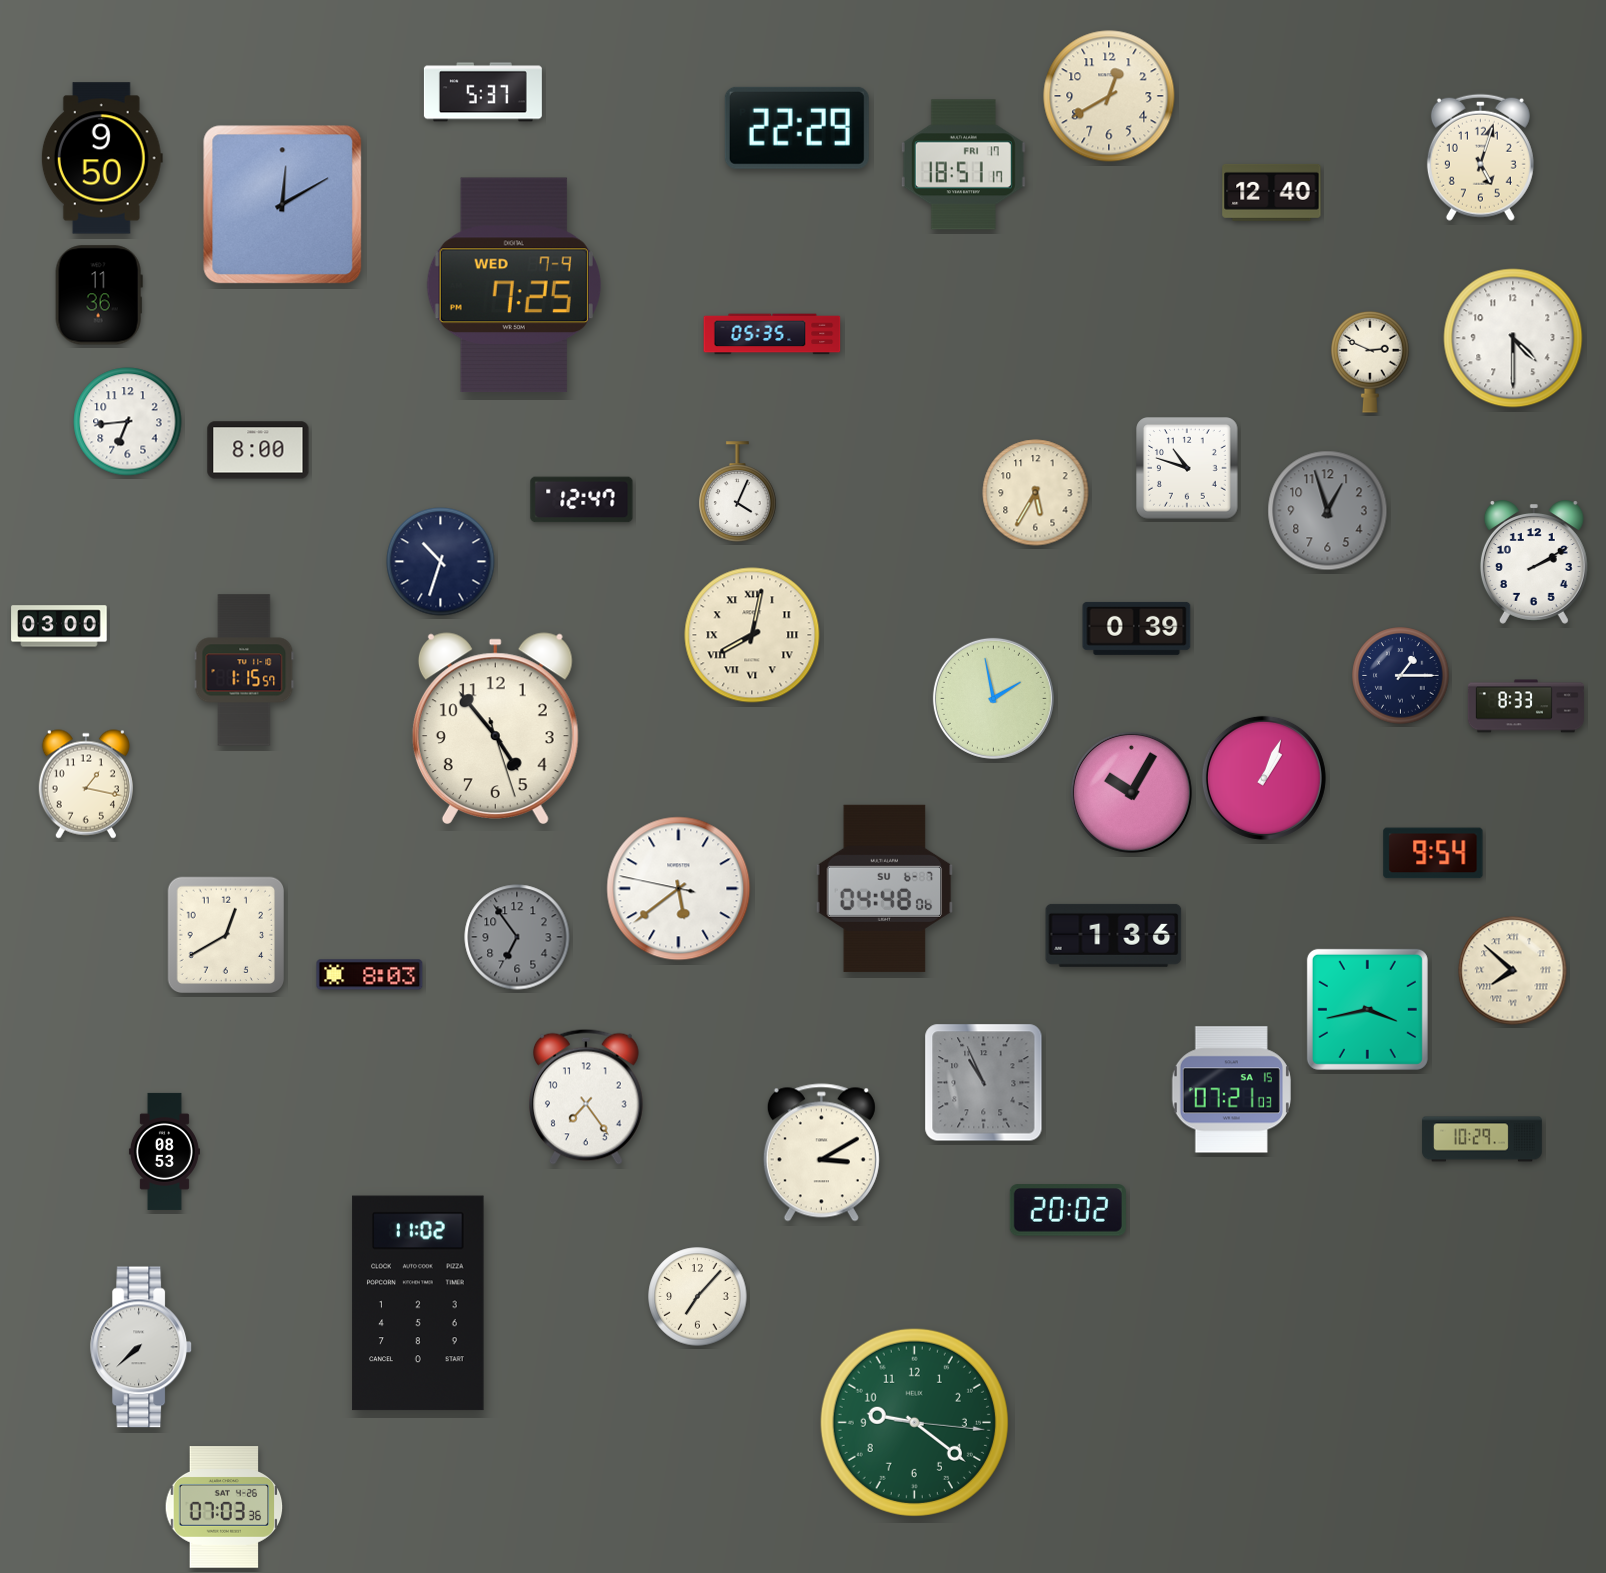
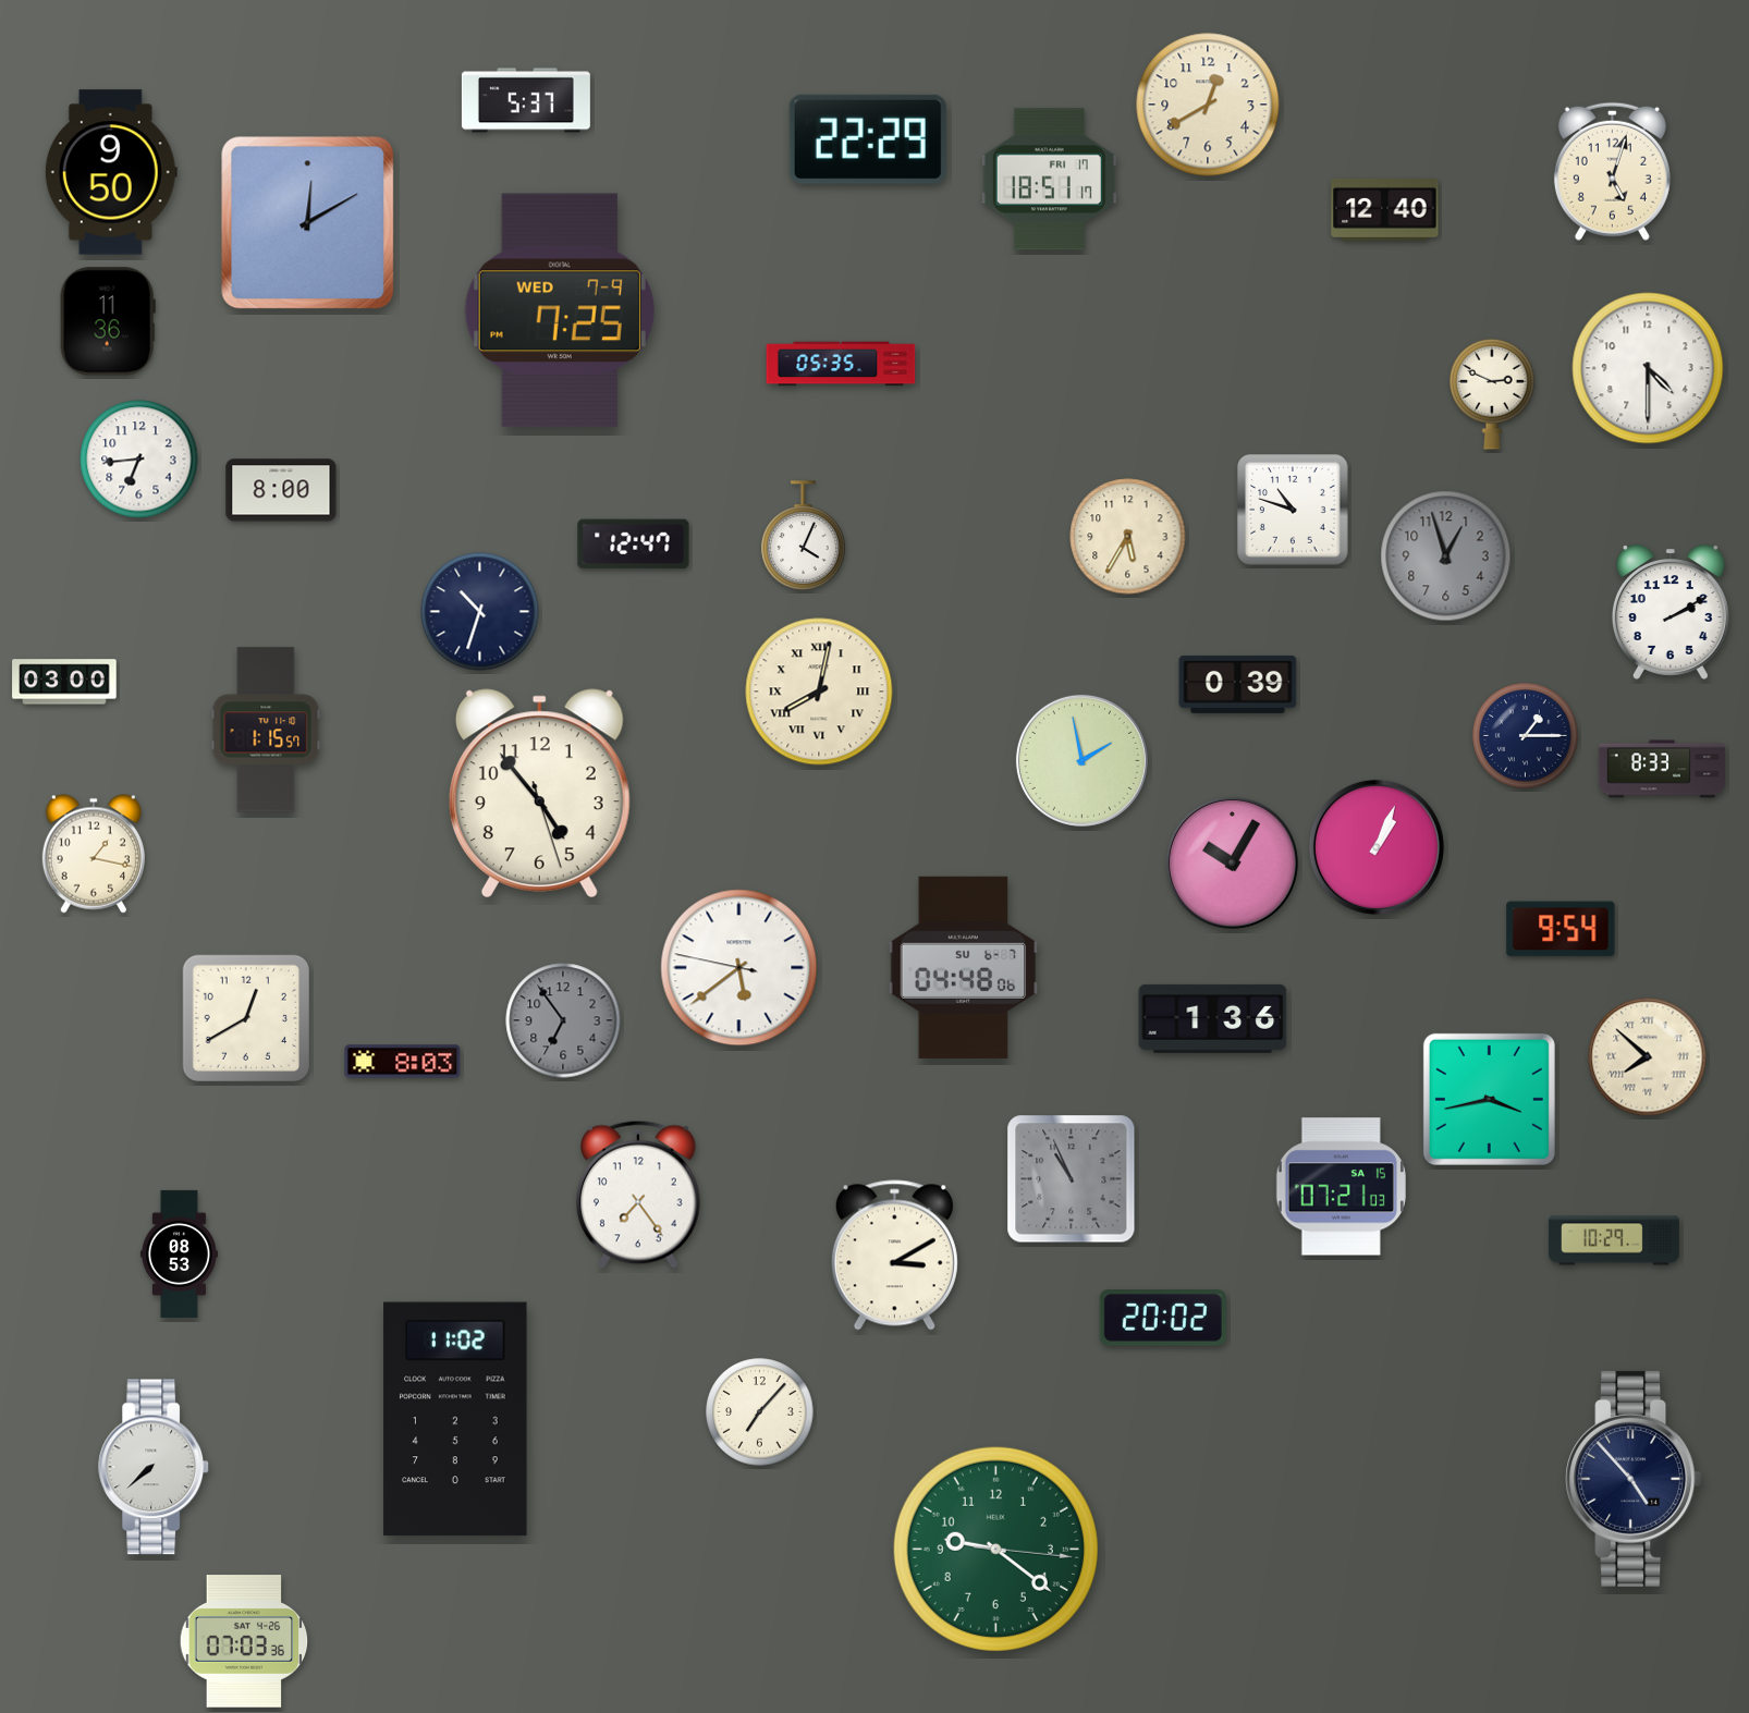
clock at (1634, 1479): none -> 4:53
